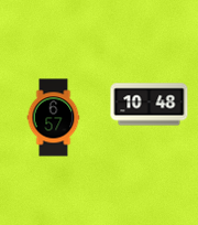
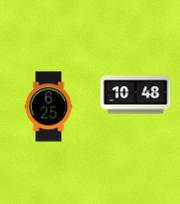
clock at (54, 118): 6:57 -> 6:25
